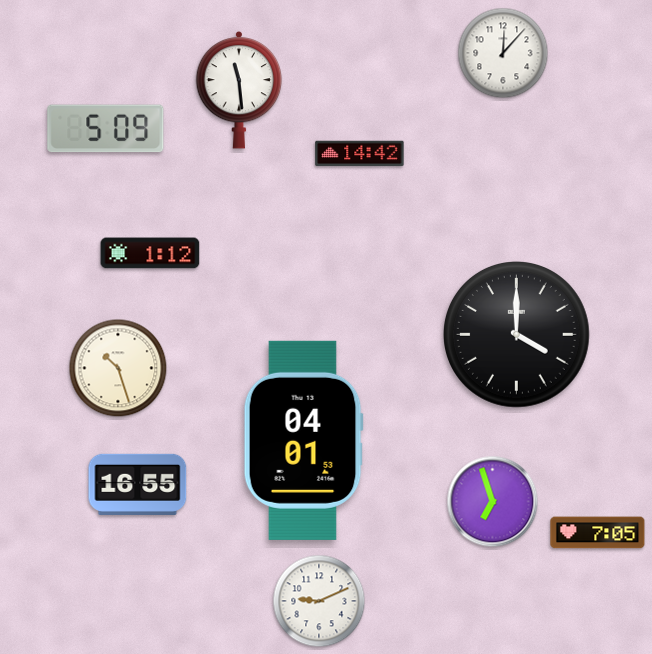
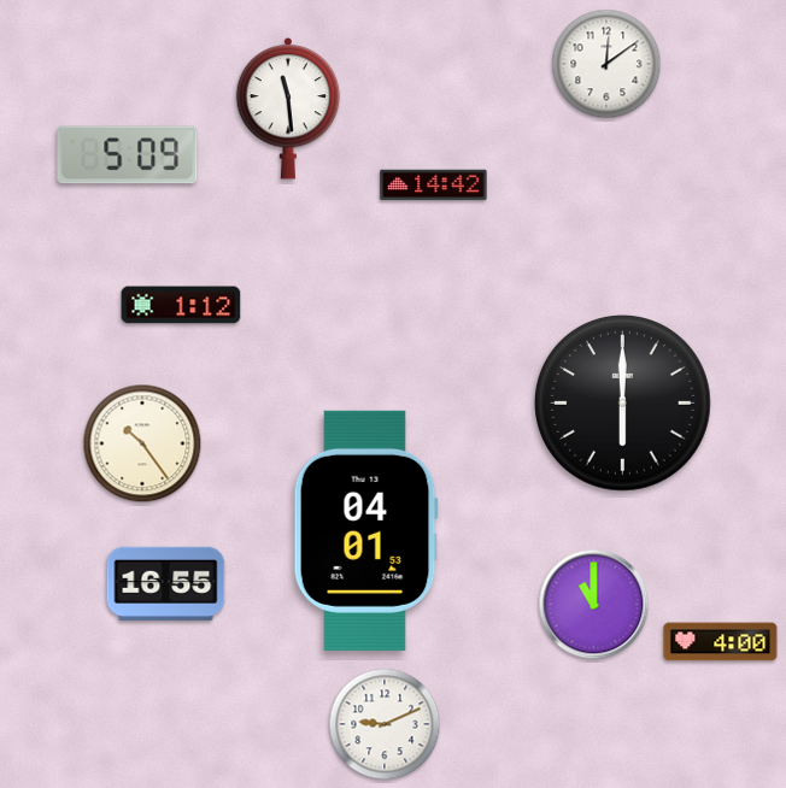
clock at (503, 53): 12:07 -> 12:09
clock at (517, 335): 4:00 -> 6:00
clock at (118, 368): 10:27 -> 10:24
clock at (493, 502): 6:57 -> 11:00
clock at (598, 533): 7:05 -> 4:00
